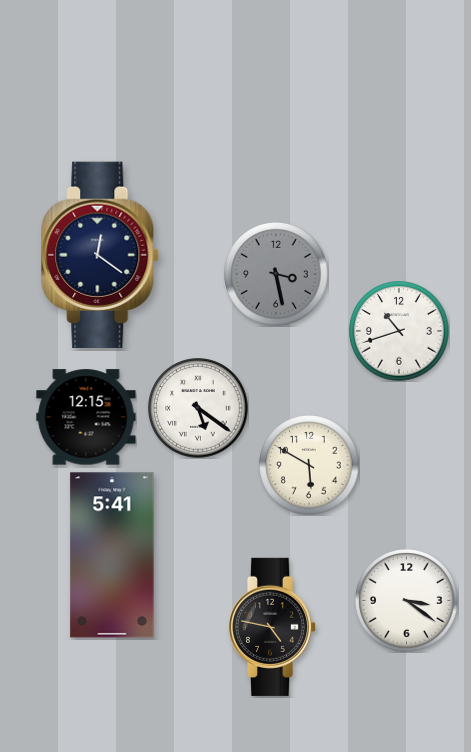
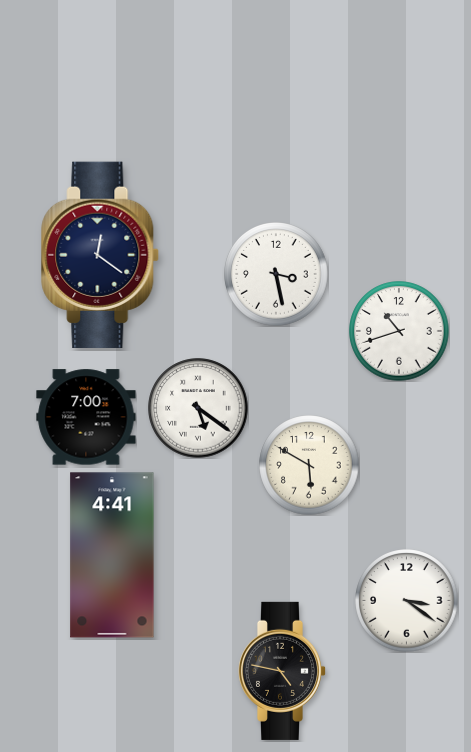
clock at (277, 275) dial: grey -> white
clock at (86, 417): 12:15 -> 7:00
clock at (112, 555): 5:41 -> 4:41
clock at (271, 627) position: (271, 627) -> (281, 671)
